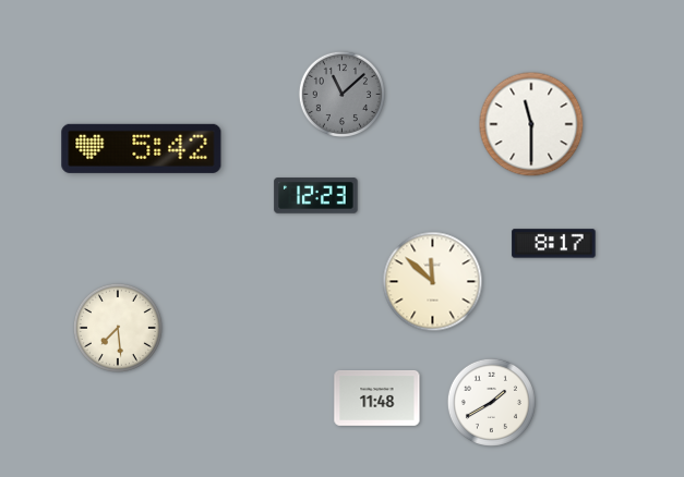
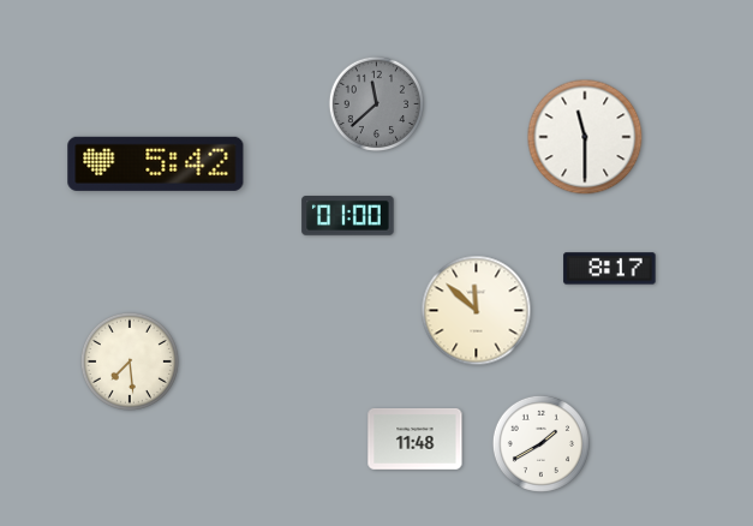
clock at (341, 94): 11:08 -> 11:38
clock at (316, 196): 12:23 -> 01:00
